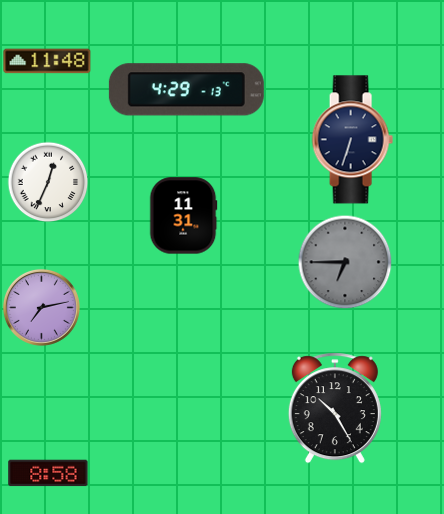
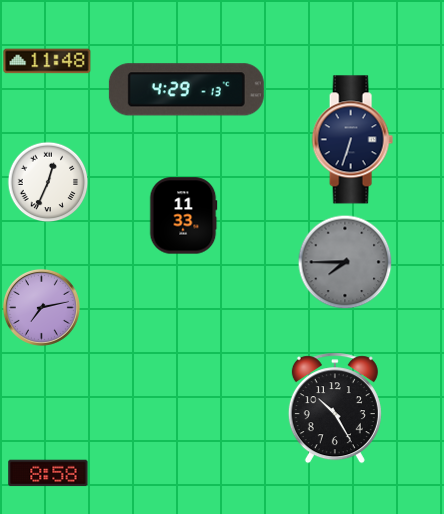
clock at (183, 216): 11:31 -> 11:33
clock at (345, 262): 6:45 -> 7:45
